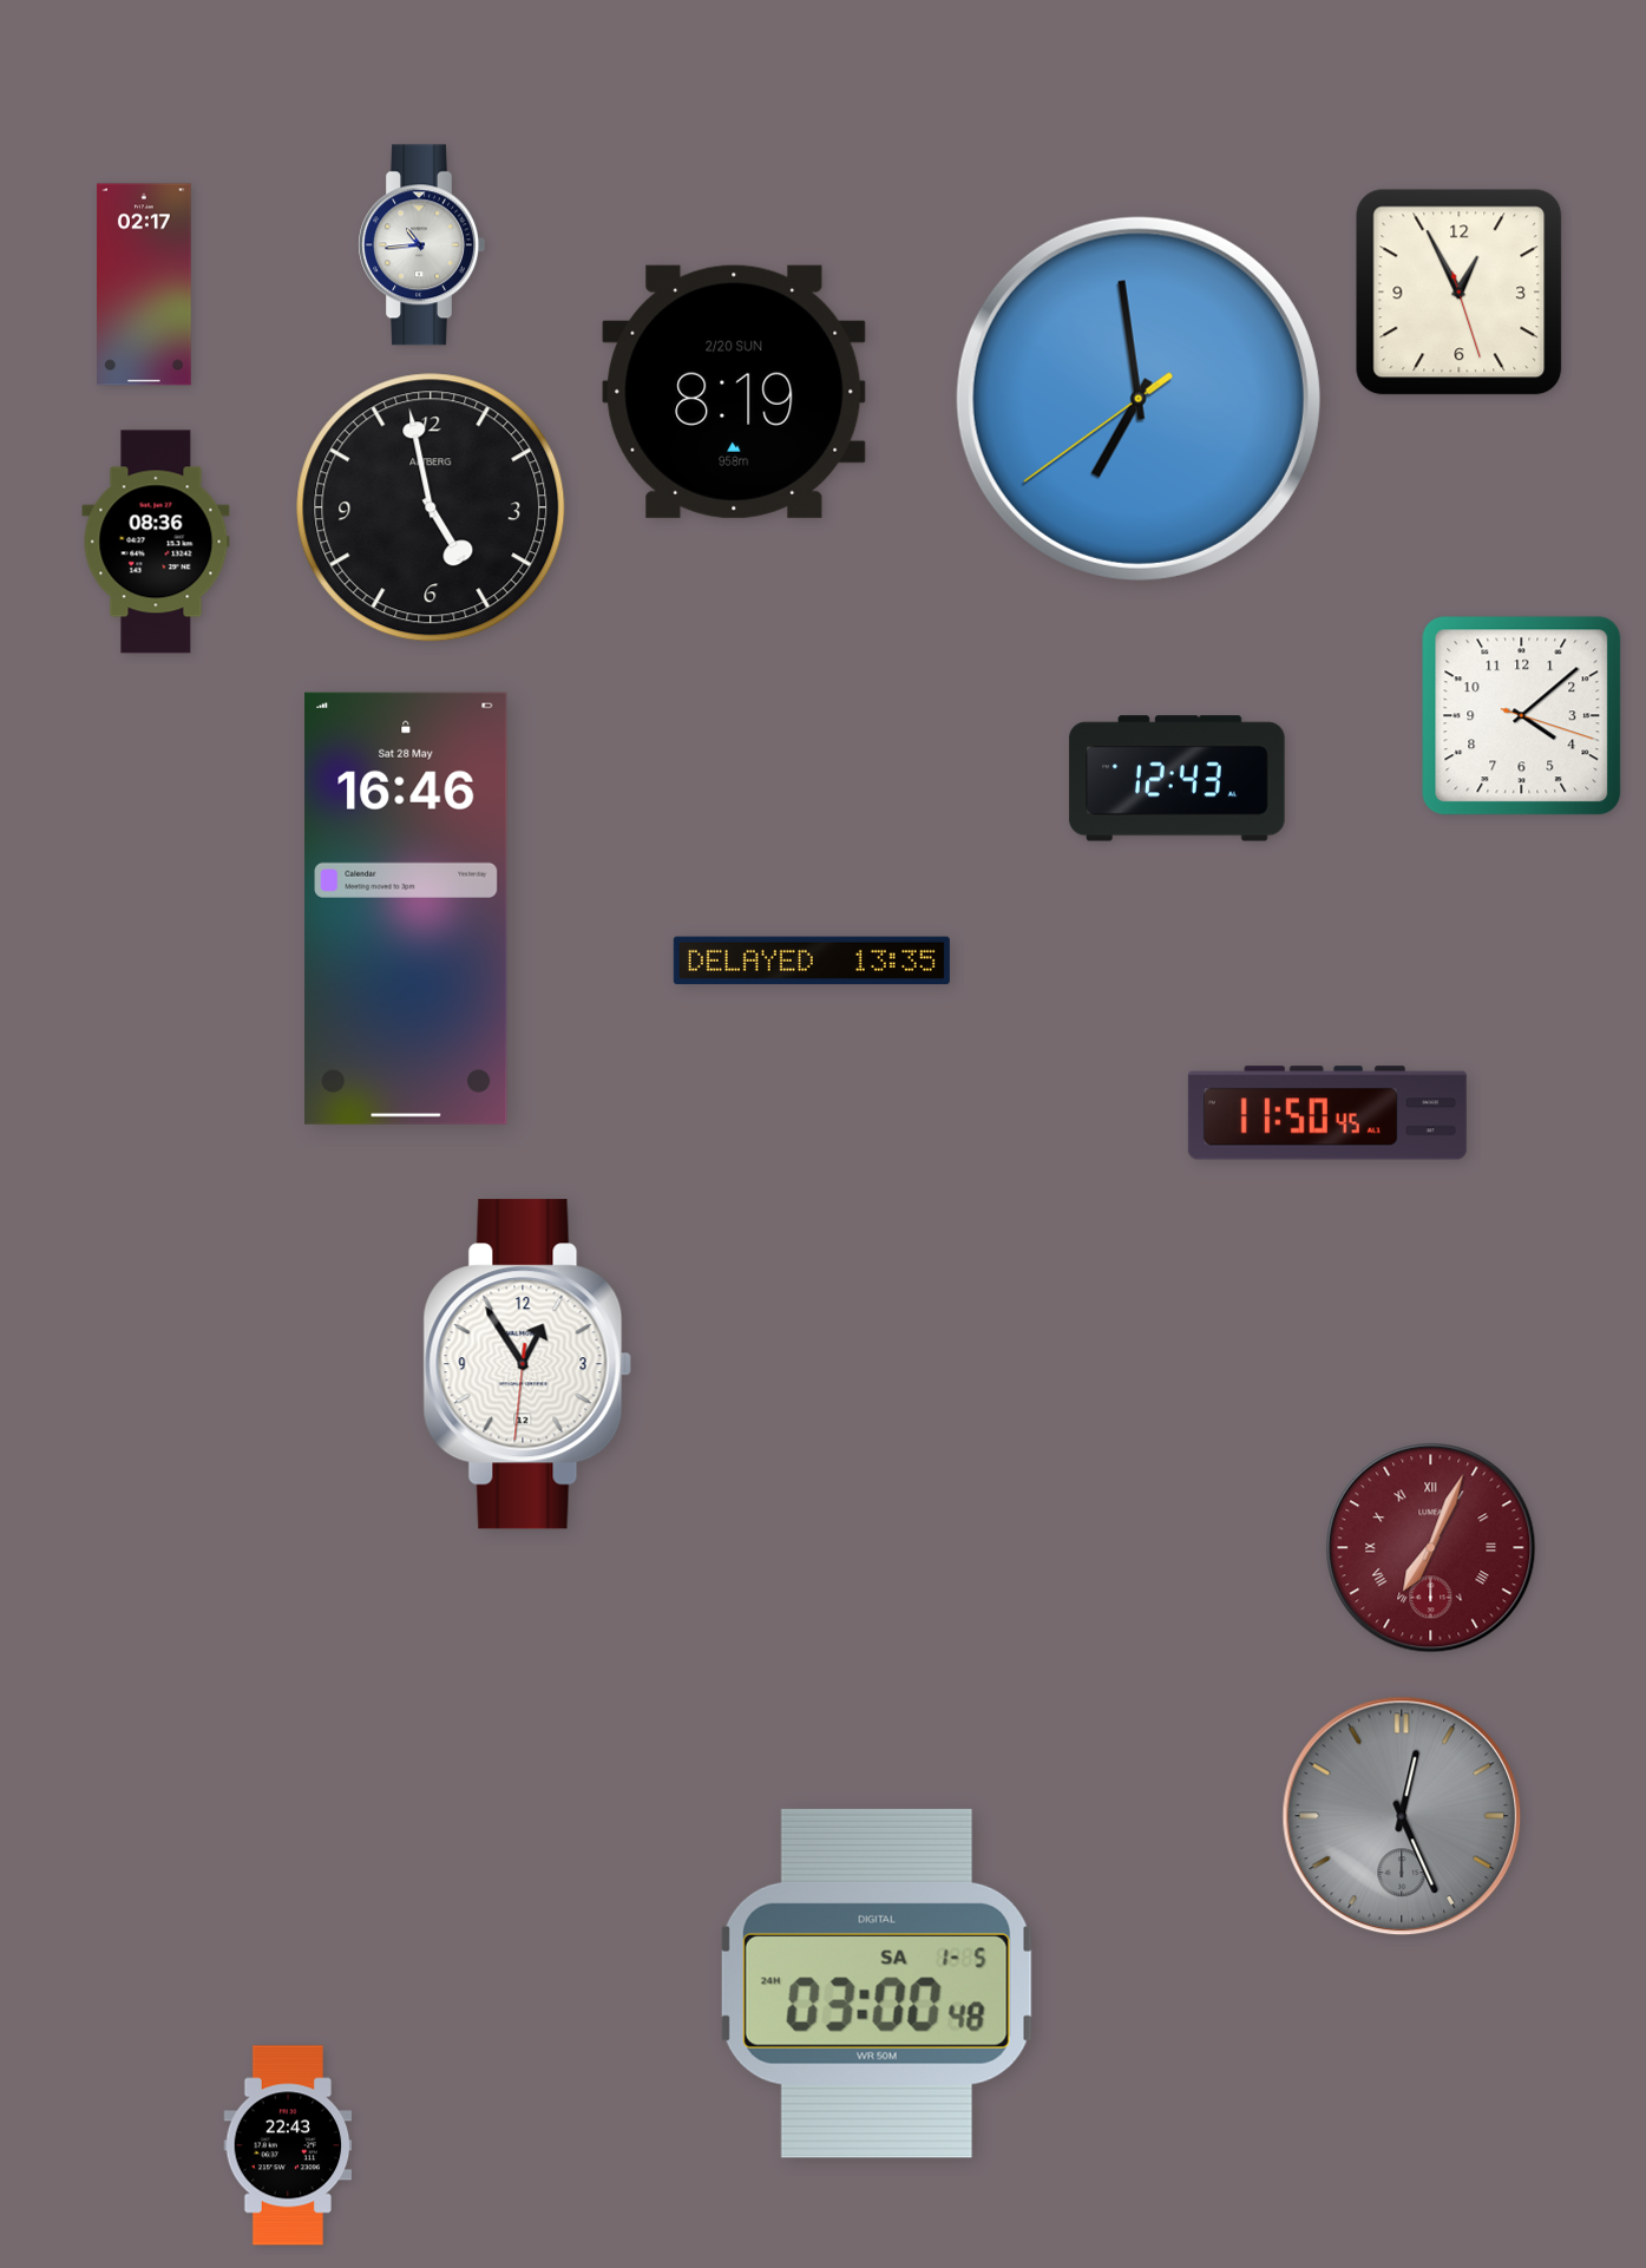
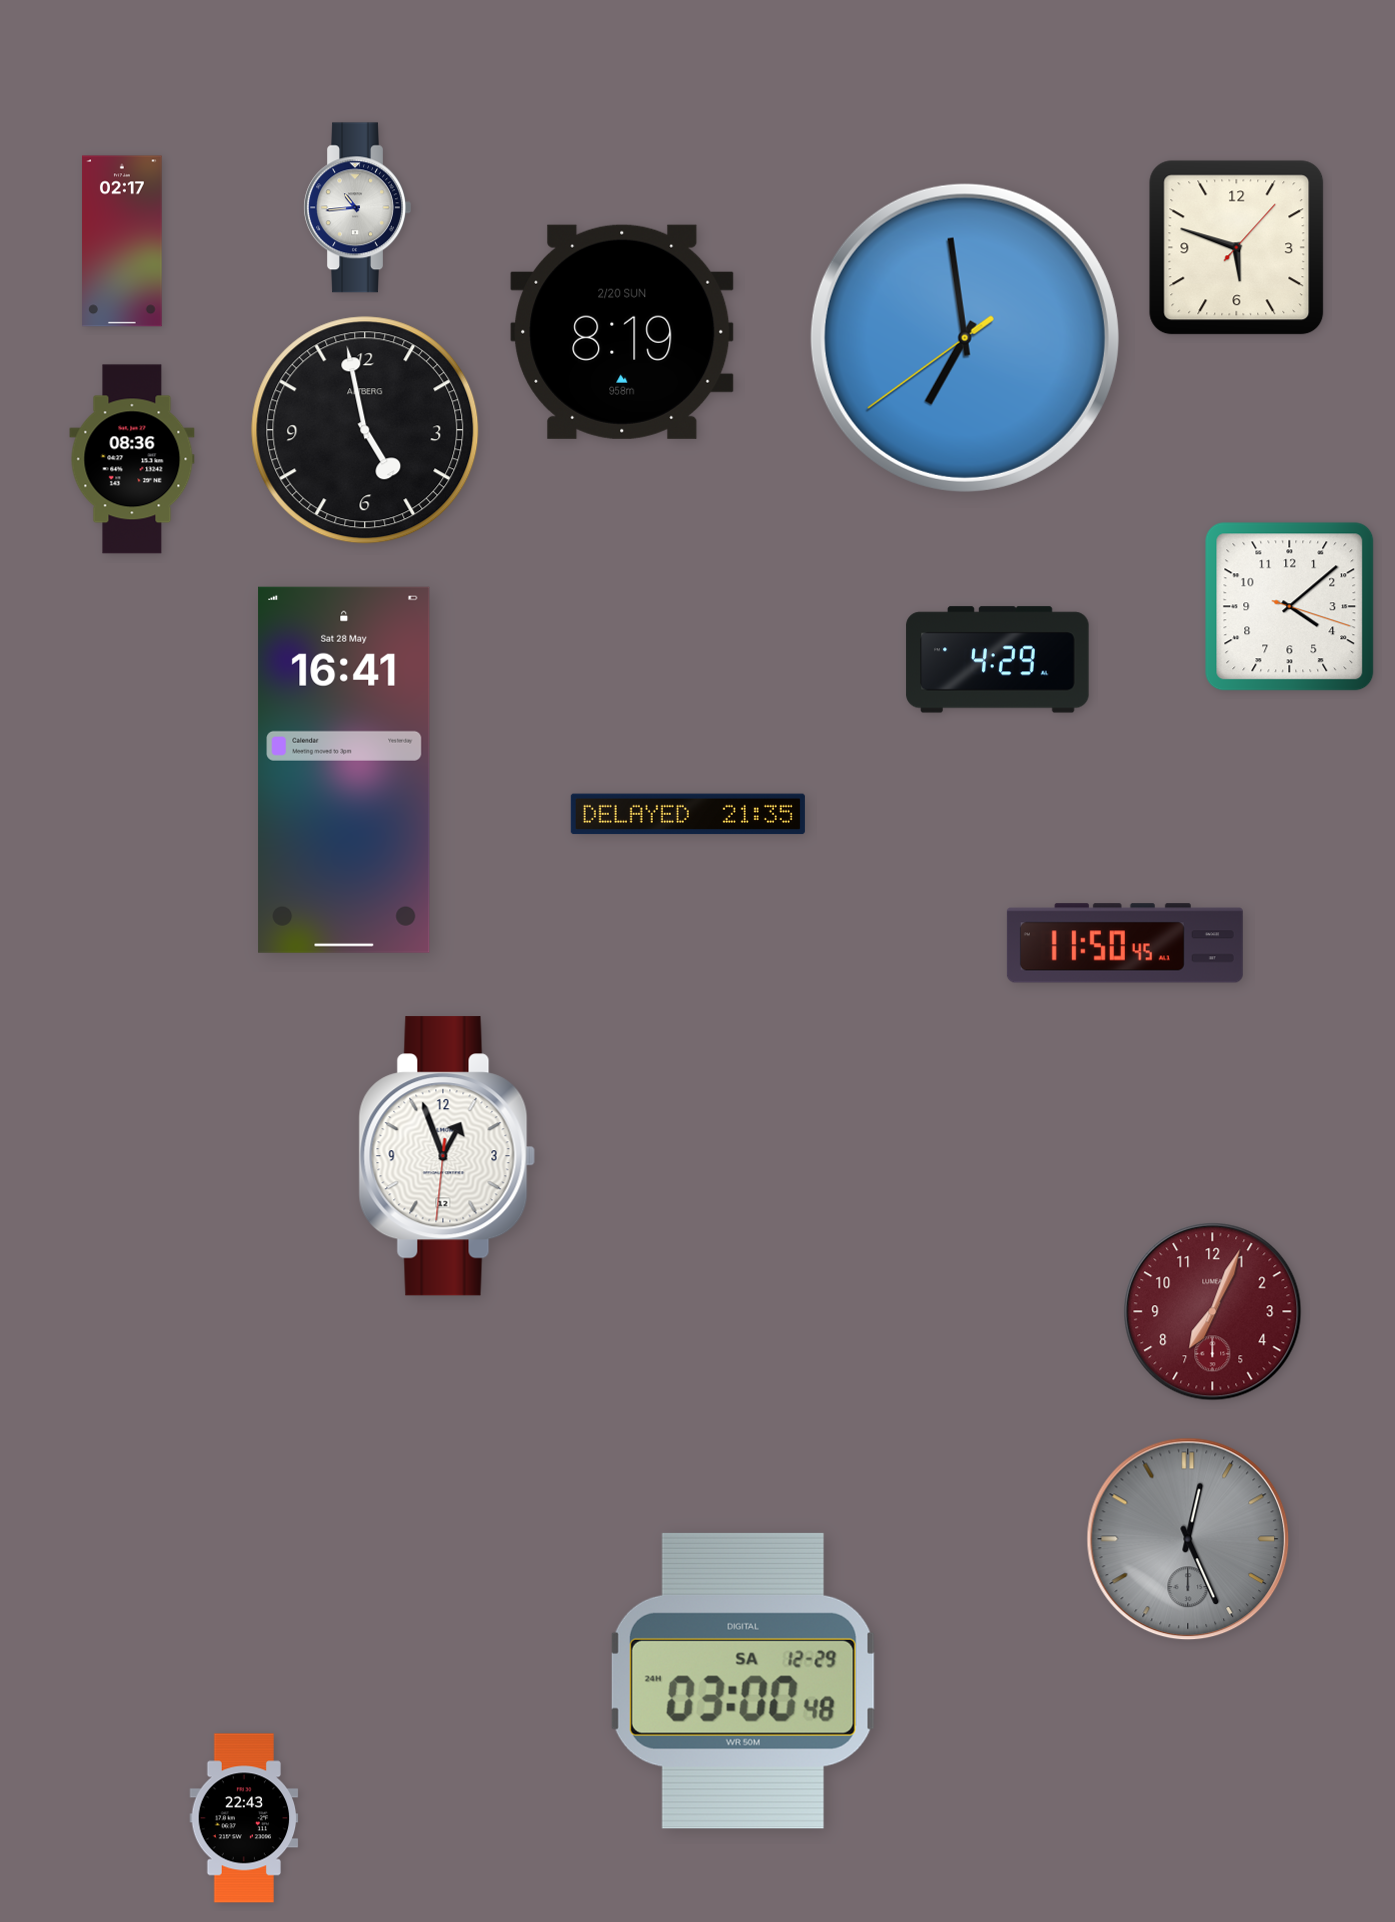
clock at (1460, 293): 12:55 -> 5:48
clock at (1178, 779): 12:43 -> 4:29
clock at (406, 909): 16:46 -> 16:41
clock at (812, 961): 13:35 -> 21:35
clock at (527, 1364): 12:54 -> 12:56
clock at (1431, 1548) numerals: Roman -> Arabic
clock at (877, 1984) date: SA 1-5 -> SA 12-29
